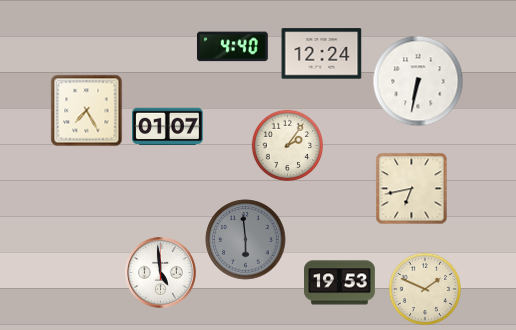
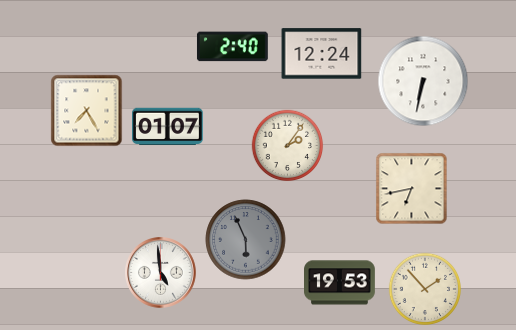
clock at (232, 47): 4:40 -> 2:40
clock at (418, 81) position: (418, 81) -> (423, 81)
clock at (246, 240): 5:59 -> 5:56
clock at (424, 288): 1:49 -> 1:53
